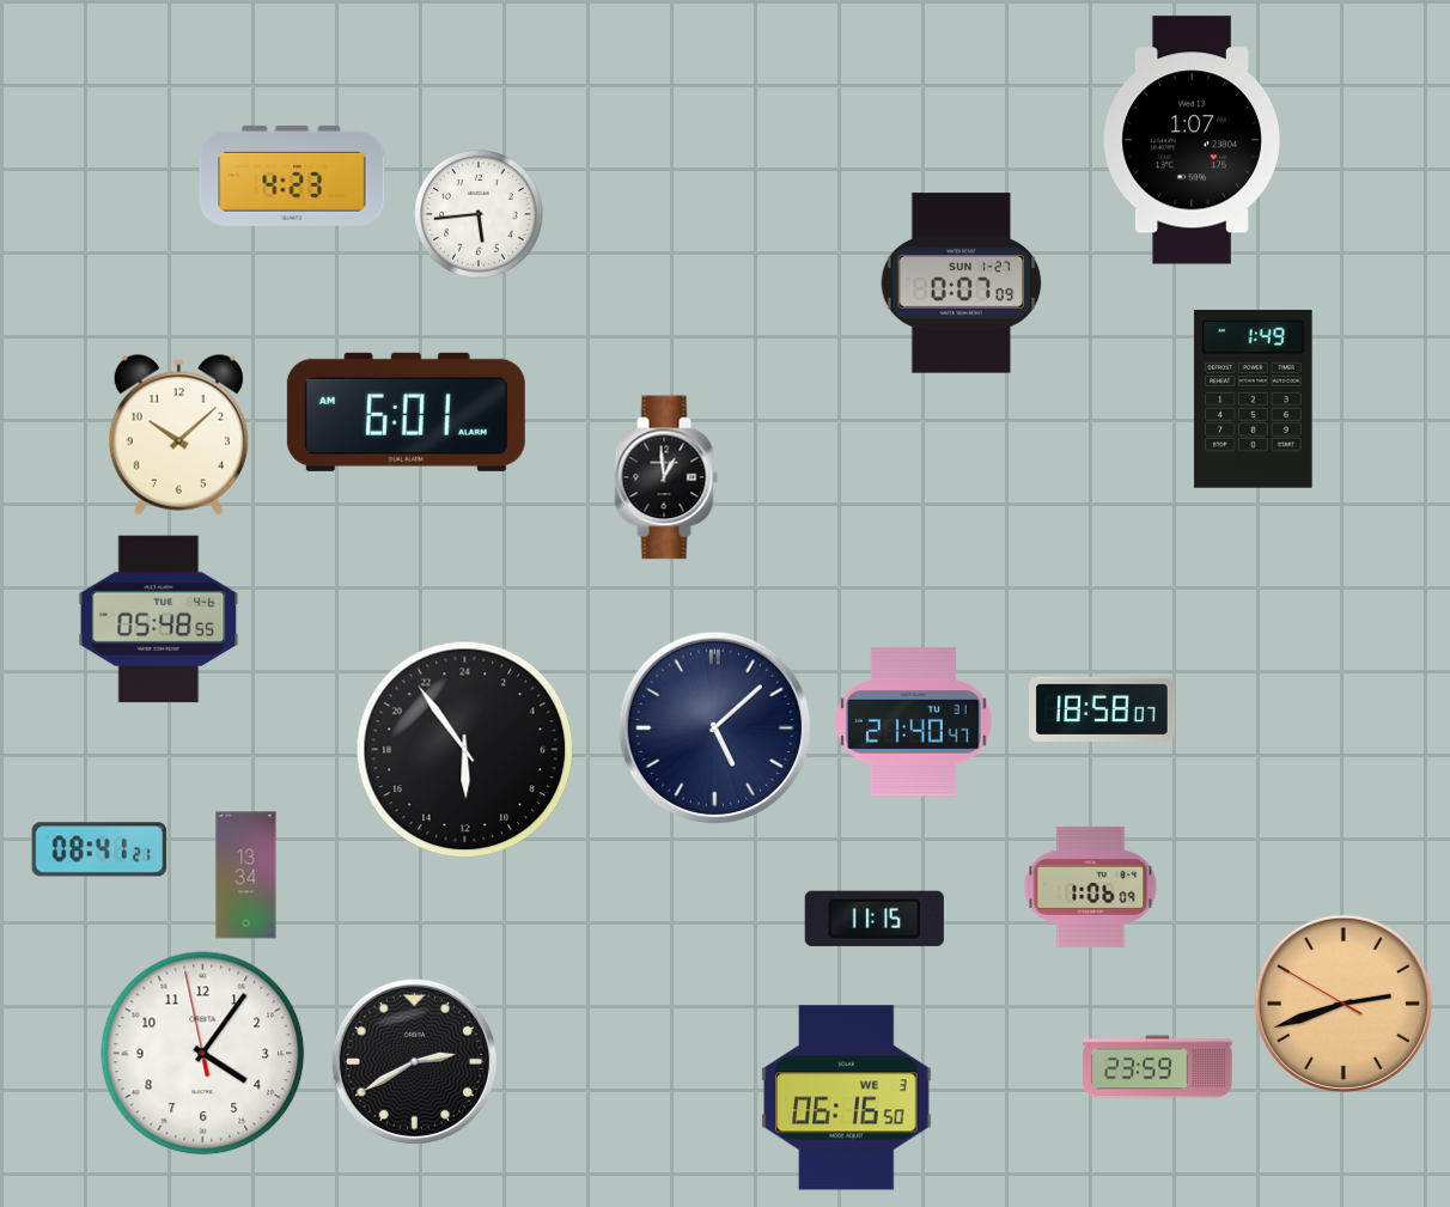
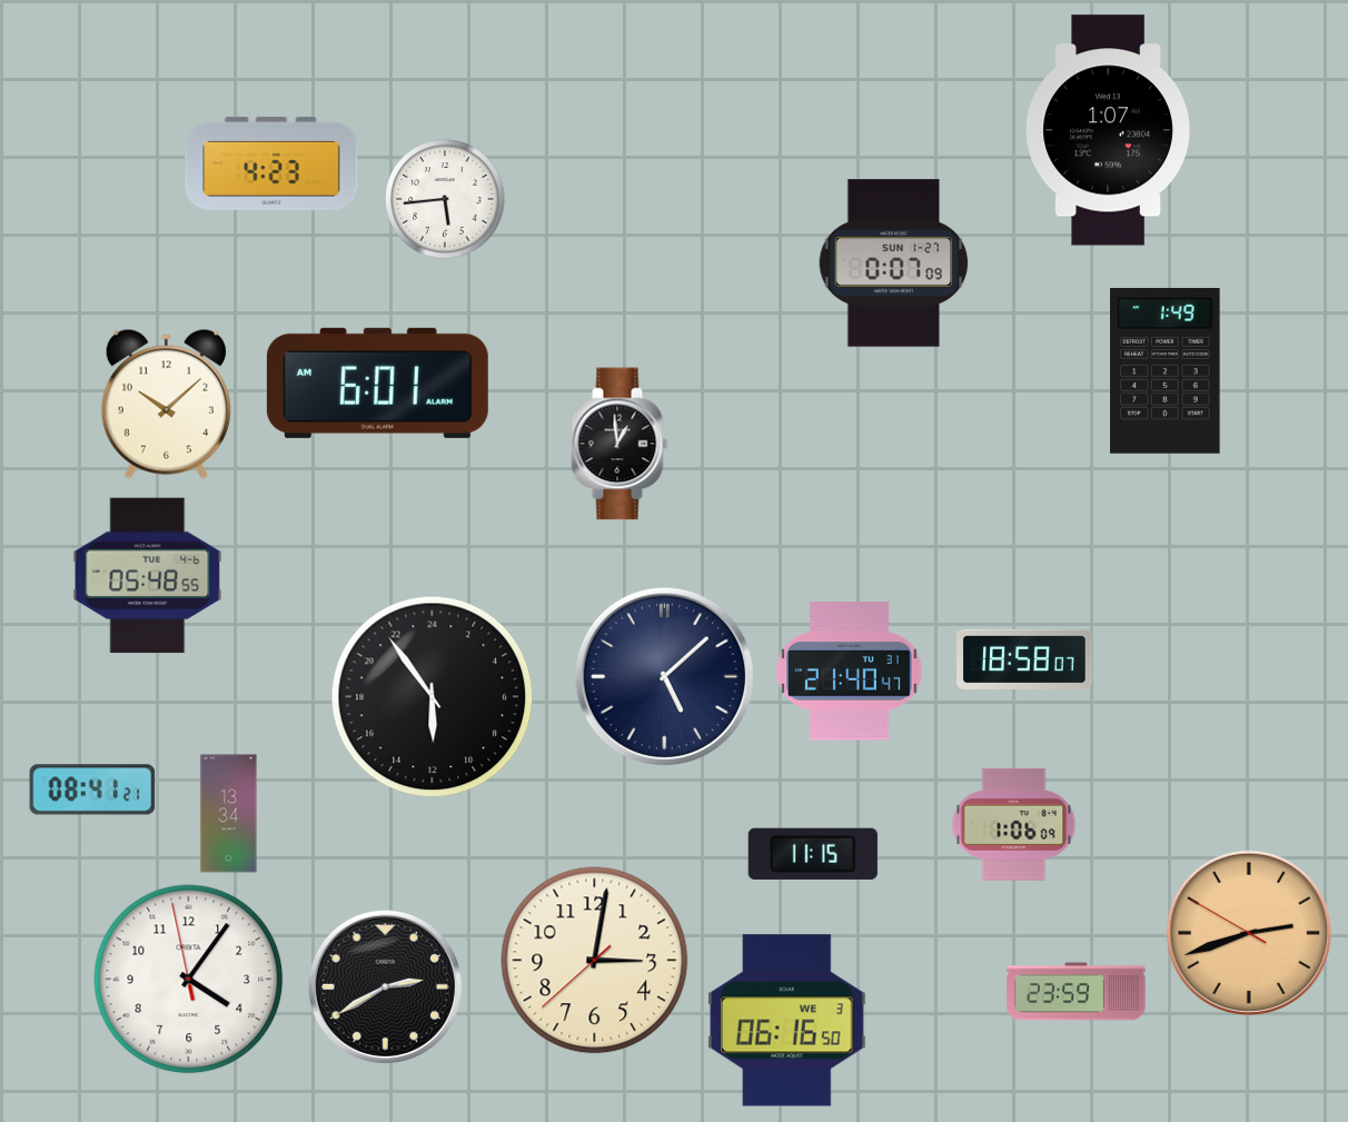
clock at (595, 961): none -> 3:01
